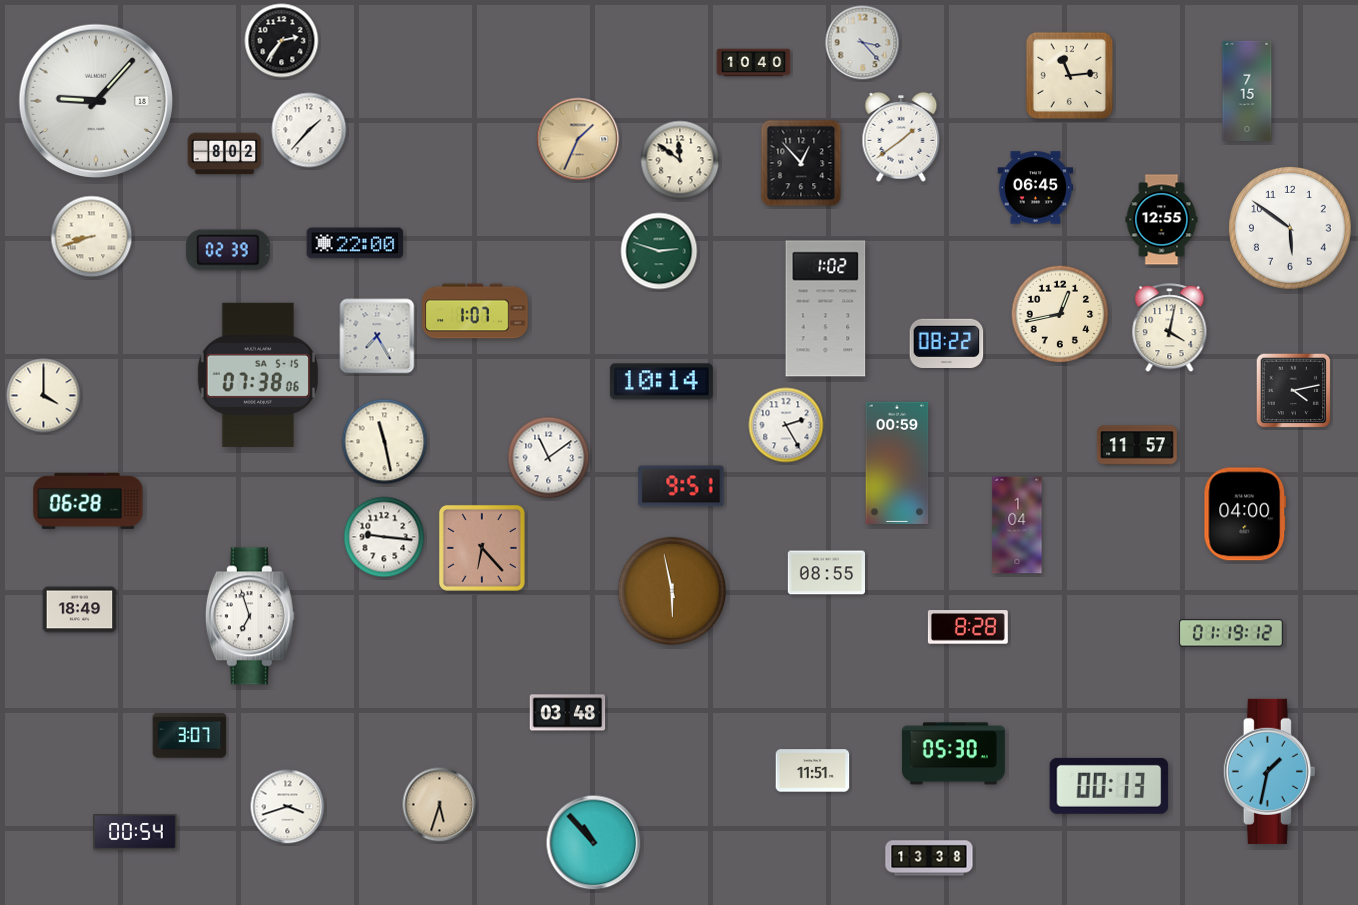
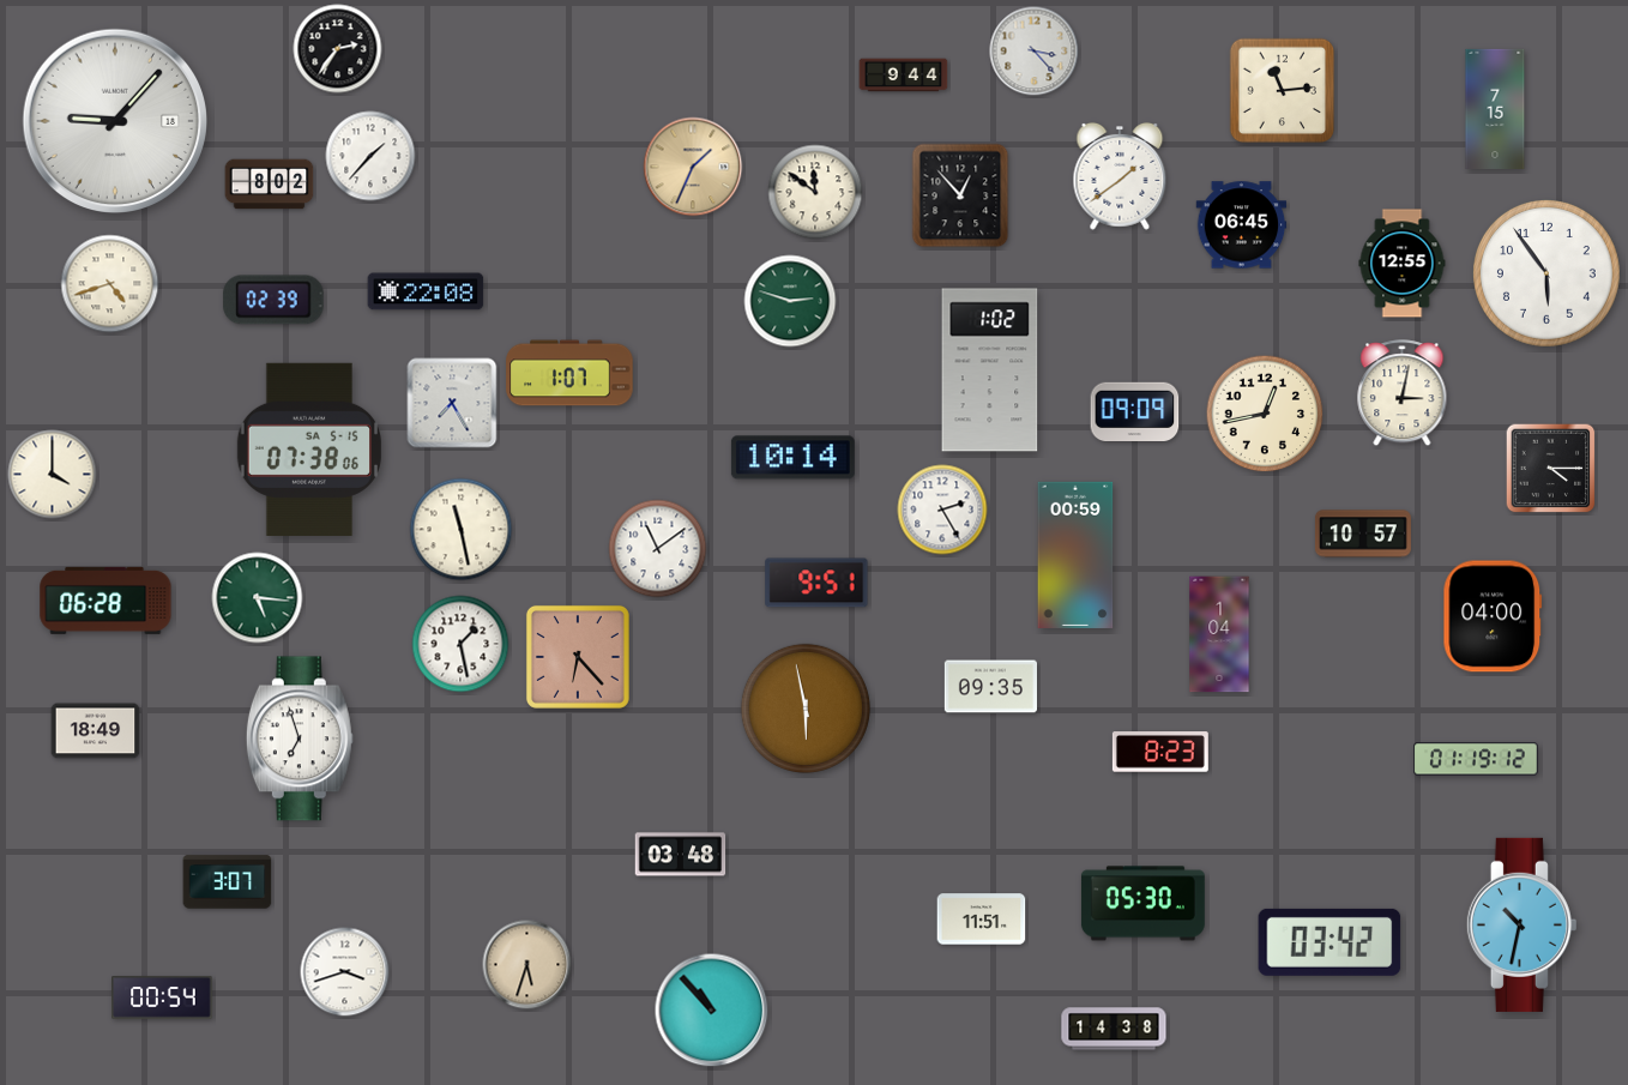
clock at (754, 63): 10:40 -> 9:44
clock at (901, 137) position: (901, 137) -> (1120, 176)
clock at (1162, 220) position: (1162, 220) -> (1403, 264)
clock at (1291, 229): 5:51 -> 5:54
clock at (92, 237): 8:42 -> 4:42
clock at (355, 243): 22:00 -> 22:08
clock at (1060, 314) position: (1060, 314) -> (1265, 414)
clock at (1170, 328): 4:02 -> 3:02
clock at (947, 343): 08:22 -> 09:09
clock at (1294, 391): 4:13 -> 4:15
clock at (1137, 445): 11:57 -> 10:57
clock at (258, 598): none -> 5:16
clock at (1017, 525) position: (1017, 525) -> (1219, 634)
clock at (384, 537): 9:16 -> 1:28
clock at (826, 573): 08:55 -> 09:35
clock at (968, 627): 8:28 -> 8:23
clock at (813, 771) position: (813, 771) -> (982, 920)
clock at (1269, 771): 1:32 -> 10:32
clock at (1109, 786): 00:13 -> 03:42
clock at (288, 807) position: (288, 807) -> (345, 972)
clock at (929, 858): 13:38 -> 14:38
